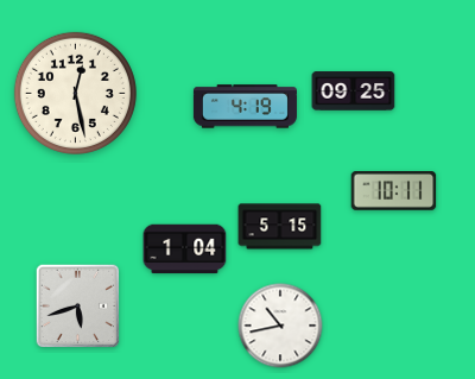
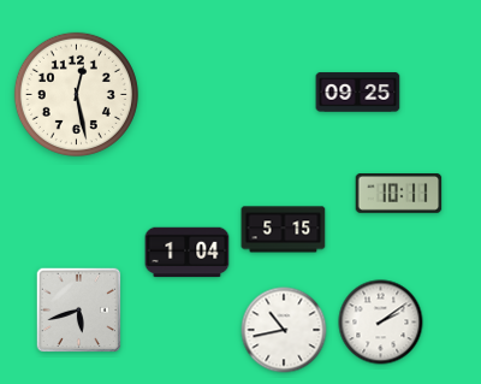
clock at (245, 107): 4:19 -> none
clock at (381, 323): none -> 2:09
